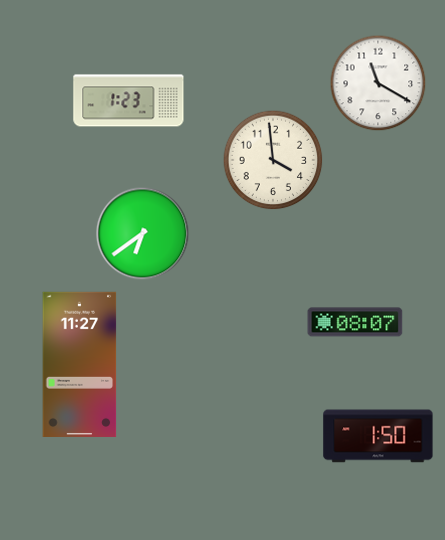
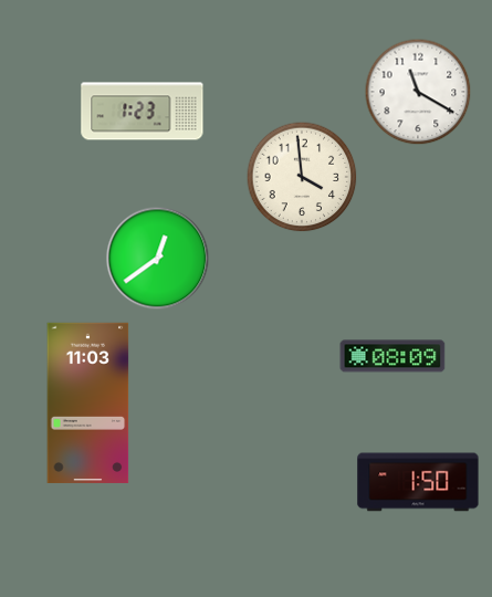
clock at (143, 234): 6:39 -> 12:39
clock at (355, 322): 08:07 -> 08:09
clock at (80, 364): 11:27 -> 11:03
